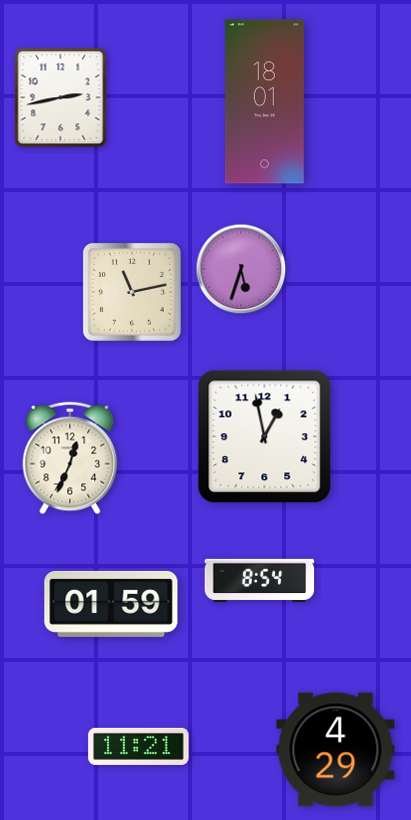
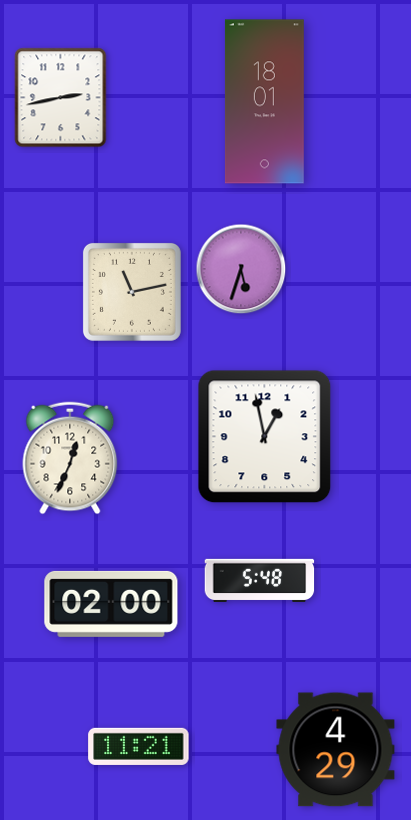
clock at (260, 580): 8:54 -> 5:48
clock at (111, 604): 01:59 -> 02:00
